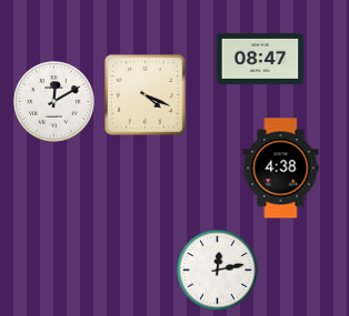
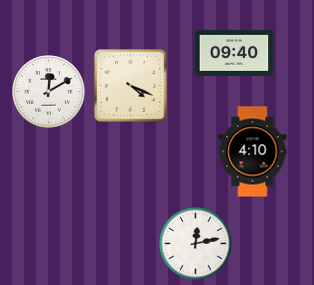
clock at (260, 59): 08:47 -> 09:40
clock at (281, 169): 4:38 -> 4:10
